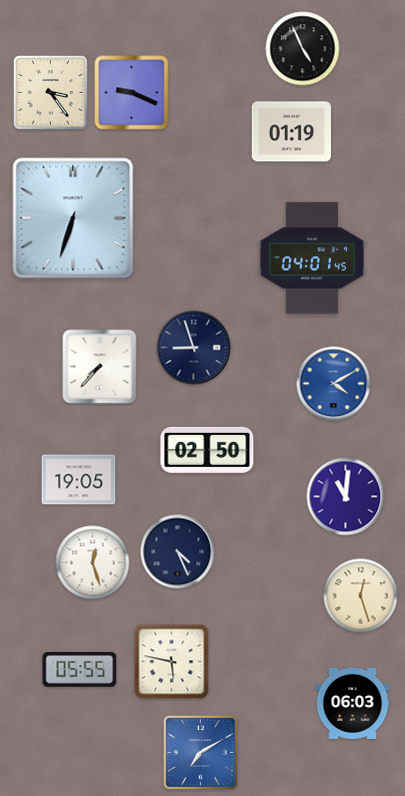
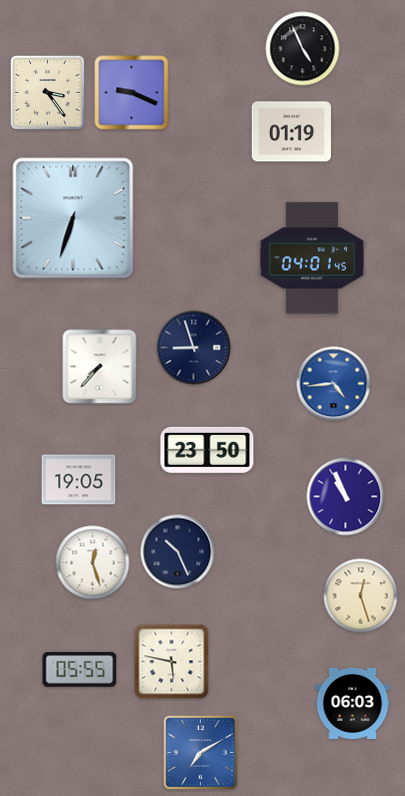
clock at (50, 92) position: (50, 92) -> (47, 92)
clock at (334, 384): 4:10 -> 4:44
clock at (207, 450): 02:50 -> 23:50
clock at (346, 497): 11:01 -> 10:56
clock at (178, 552): 4:26 -> 10:26
